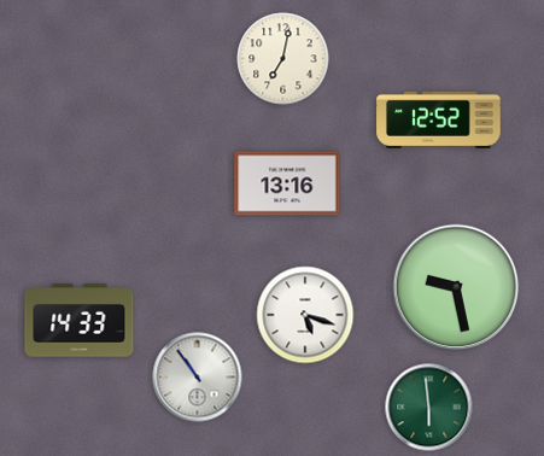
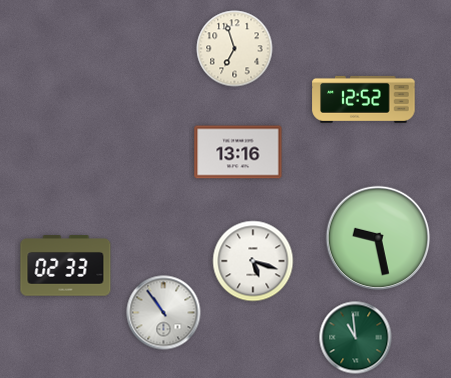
clock at (283, 59): 7:02 -> 6:57
clock at (80, 321): 14:33 -> 02:33
clock at (429, 408): 5:59 -> 10:59
